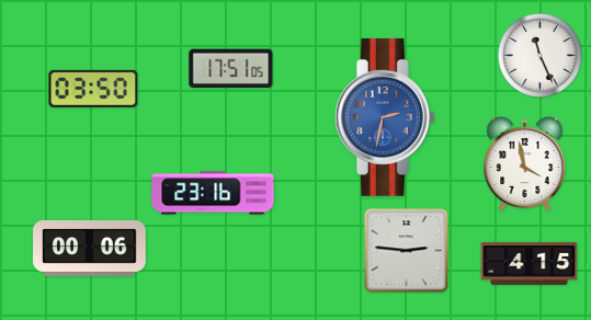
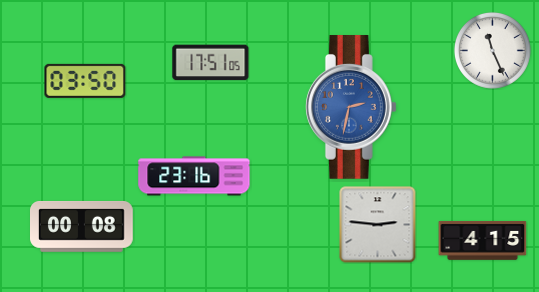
clock at (525, 163): 3:58 -> none
clock at (90, 248): 00:06 -> 00:08
clock at (407, 251) position: (407, 251) -> (378, 225)
